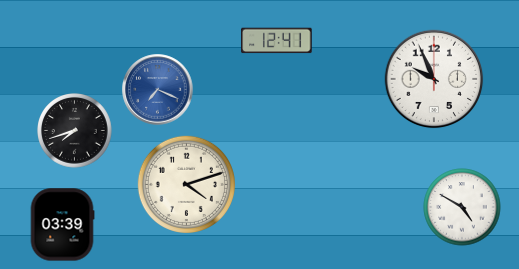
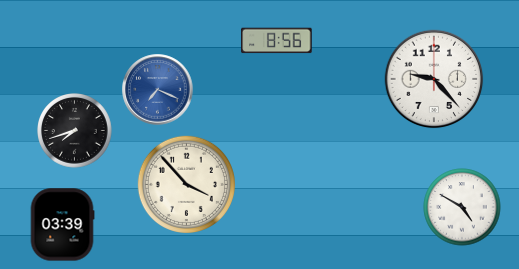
clock at (277, 41): 12:41 -> 8:56
clock at (434, 79): 9:56 -> 9:23
clock at (186, 184): 4:12 -> 3:53
